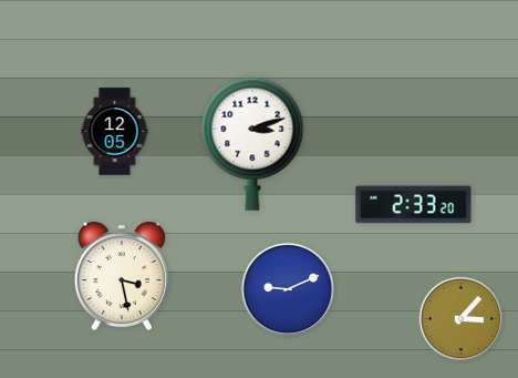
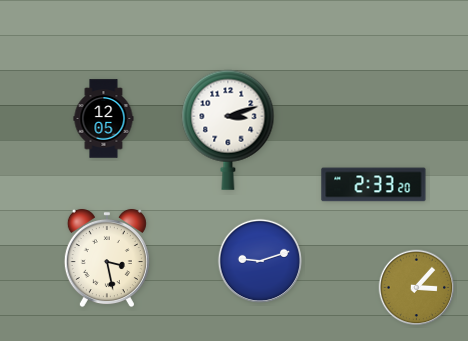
clock at (122, 276) position: (122, 276) -> (107, 258)
clock at (288, 289): 9:11 -> 9:12
